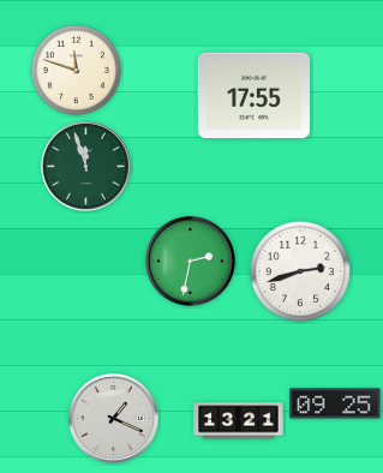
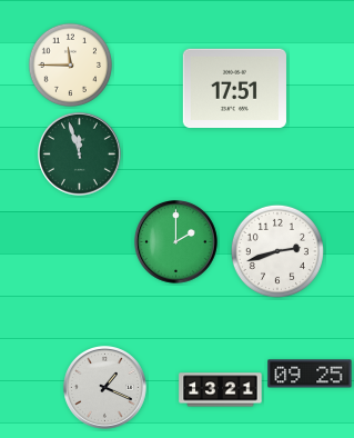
clock at (76, 70): 11:48 -> 11:45
clock at (253, 95): 17:55 -> 17:51
clock at (191, 262): 2:32 -> 2:00
